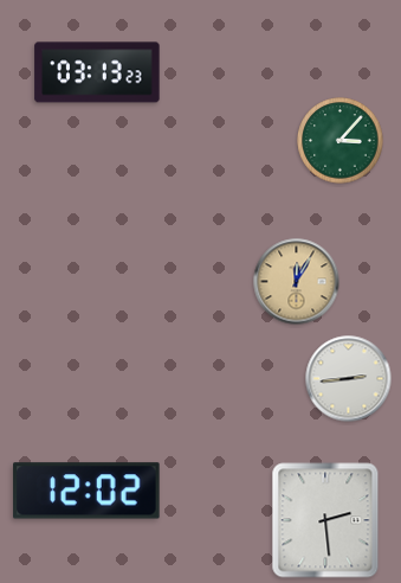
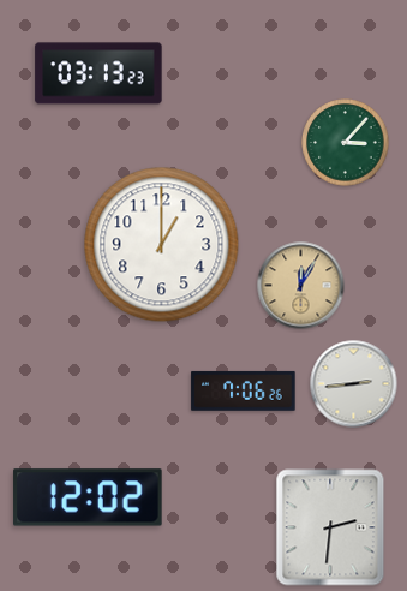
clock at (162, 245): none -> 1:00
clock at (244, 390): none -> 7:06
clock at (325, 520): 2:29 -> 2:31
